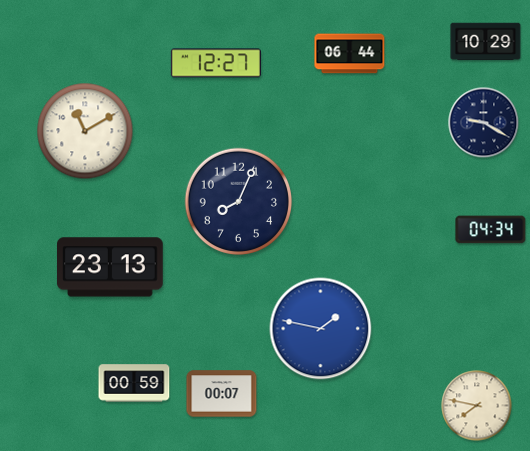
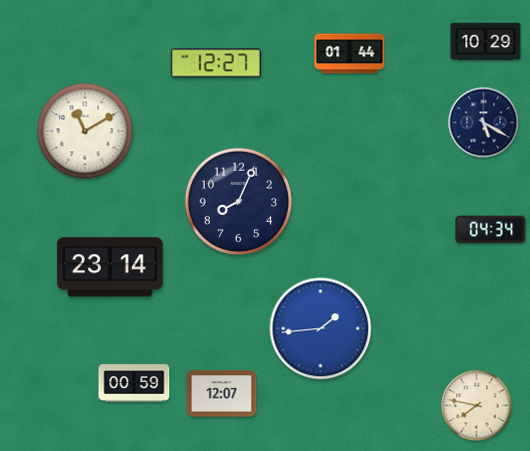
clock at (350, 54): 06:44 -> 01:44
clock at (484, 123): 9:20 -> 5:20
clock at (111, 267): 23:13 -> 23:14
clock at (321, 329): 1:47 -> 1:44
clock at (222, 394): 00:07 -> 12:07
